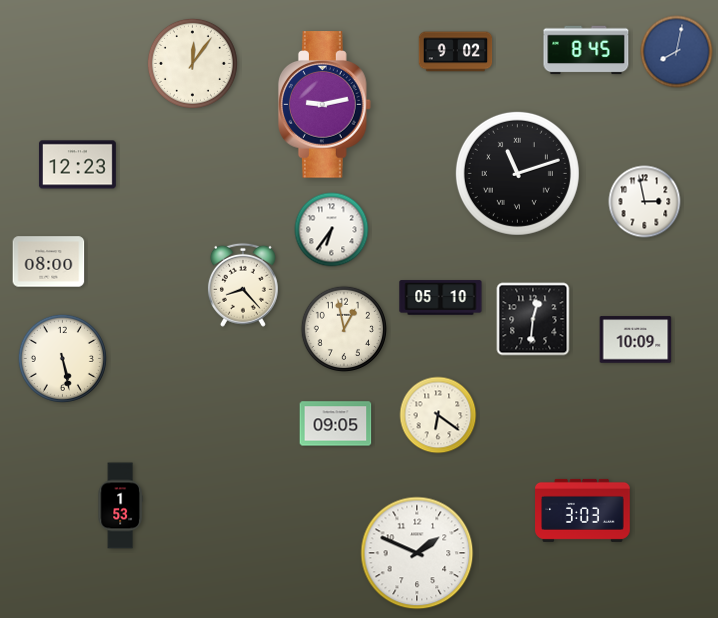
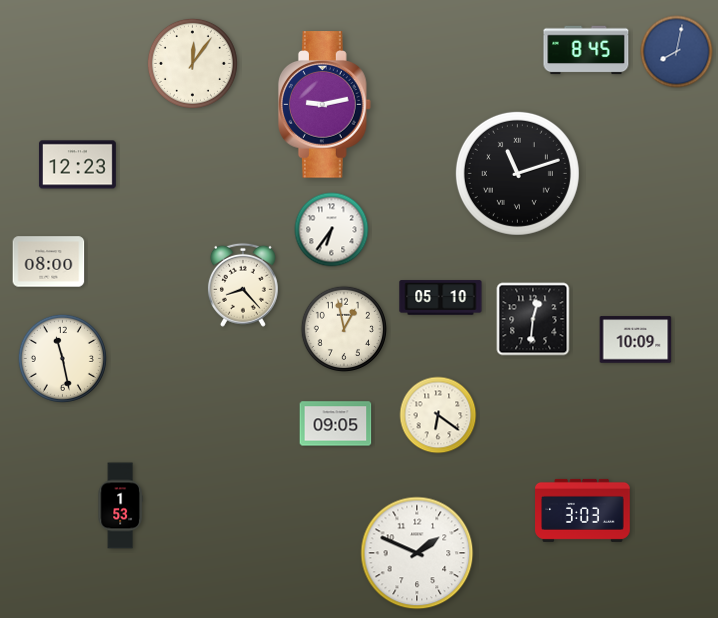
clock at (456, 52): 9:02 -> none
clock at (645, 202): 2:58 -> none
clock at (62, 358): 5:28 -> 11:28
